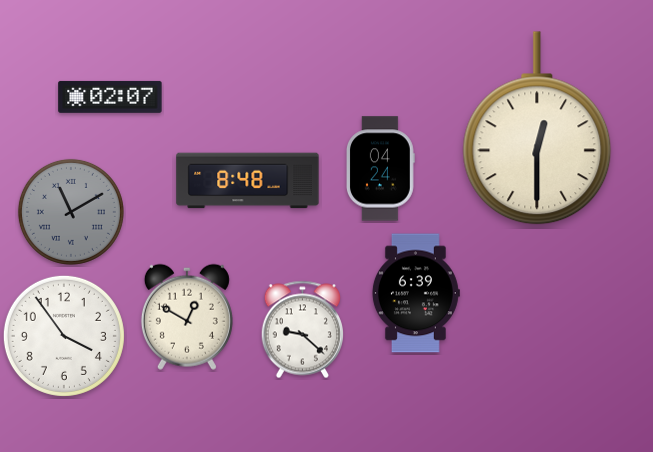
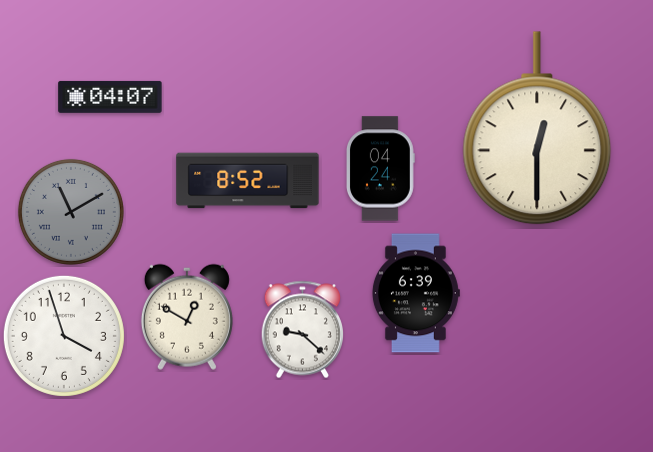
clock at (110, 97): 02:07 -> 04:07
clock at (248, 181): 8:48 -> 8:52
clock at (64, 336): 3:54 -> 3:57
